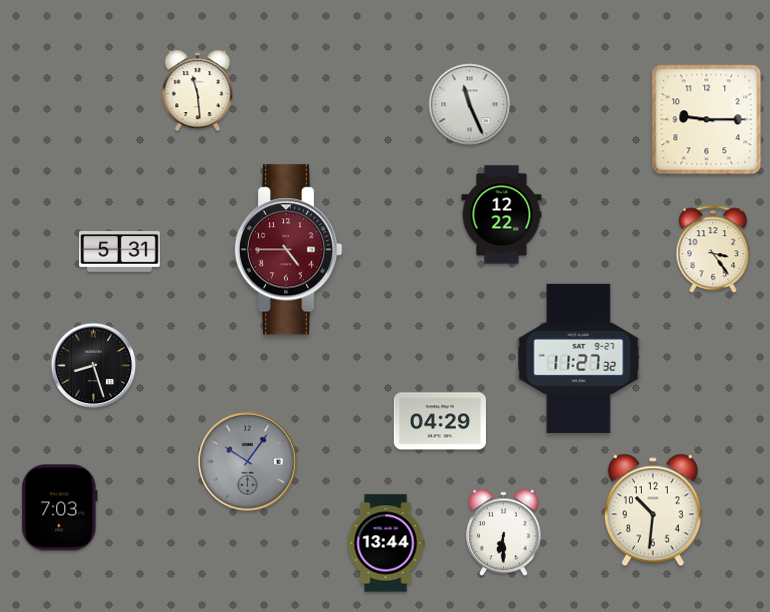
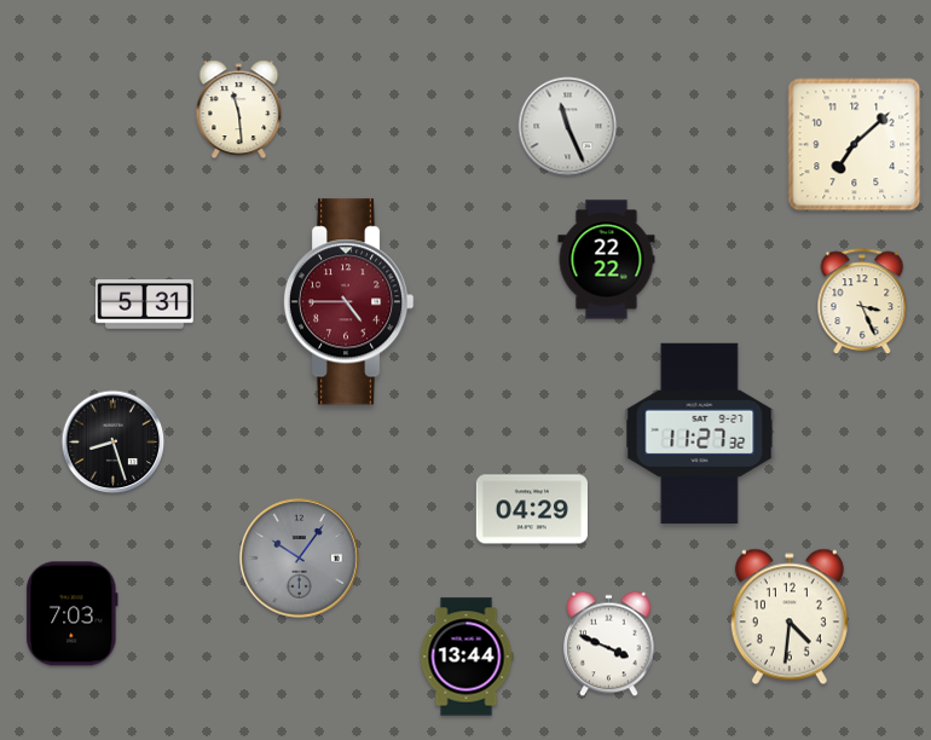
clock at (707, 120): 9:15 -> 7:08
clock at (502, 215): 12:22 -> 22:22
clock at (713, 250): 3:24 -> 3:26
clock at (653, 510): 10:31 -> 4:31
clock at (504, 533): 6:30 -> 3:49
